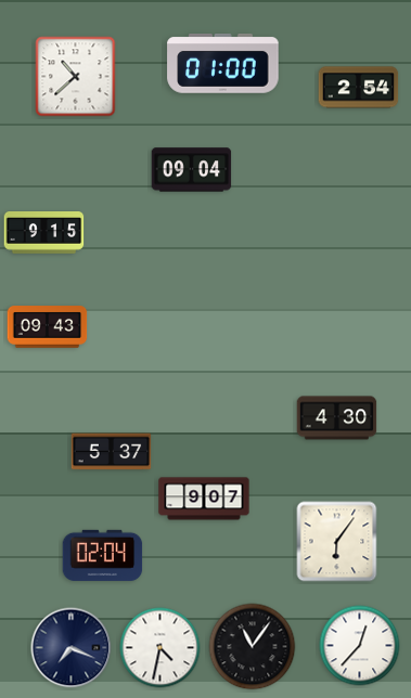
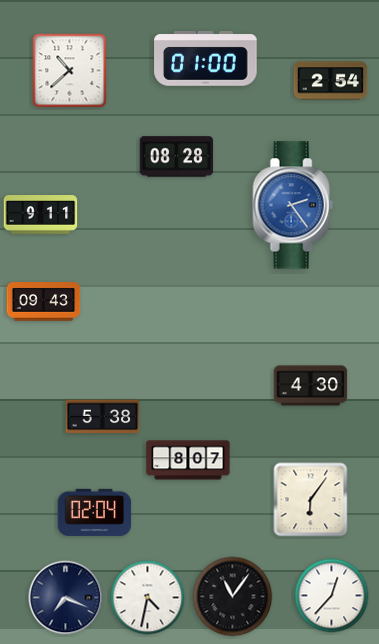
clock at (192, 170): 09:04 -> 08:28
clock at (293, 205): none -> 2:24
clock at (44, 233): 9:15 -> 9:11
clock at (112, 452): 5:37 -> 5:38
clock at (204, 499): 9:07 -> 8:07
